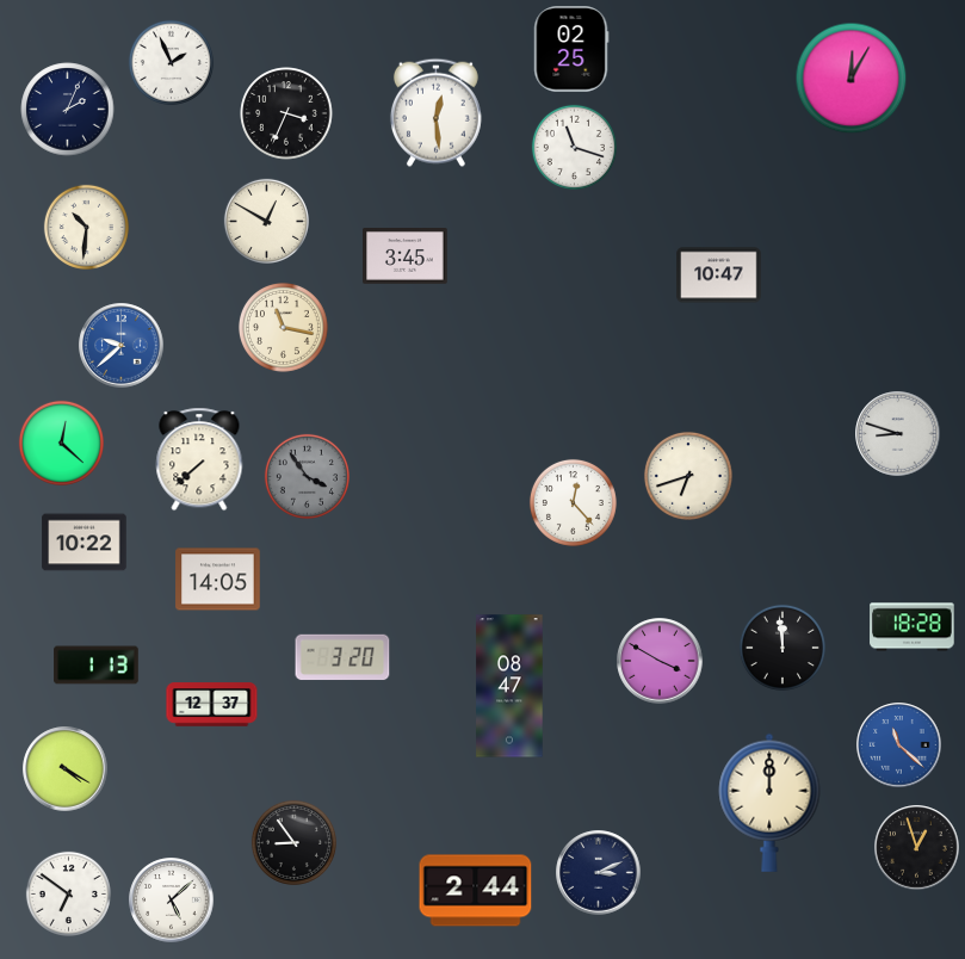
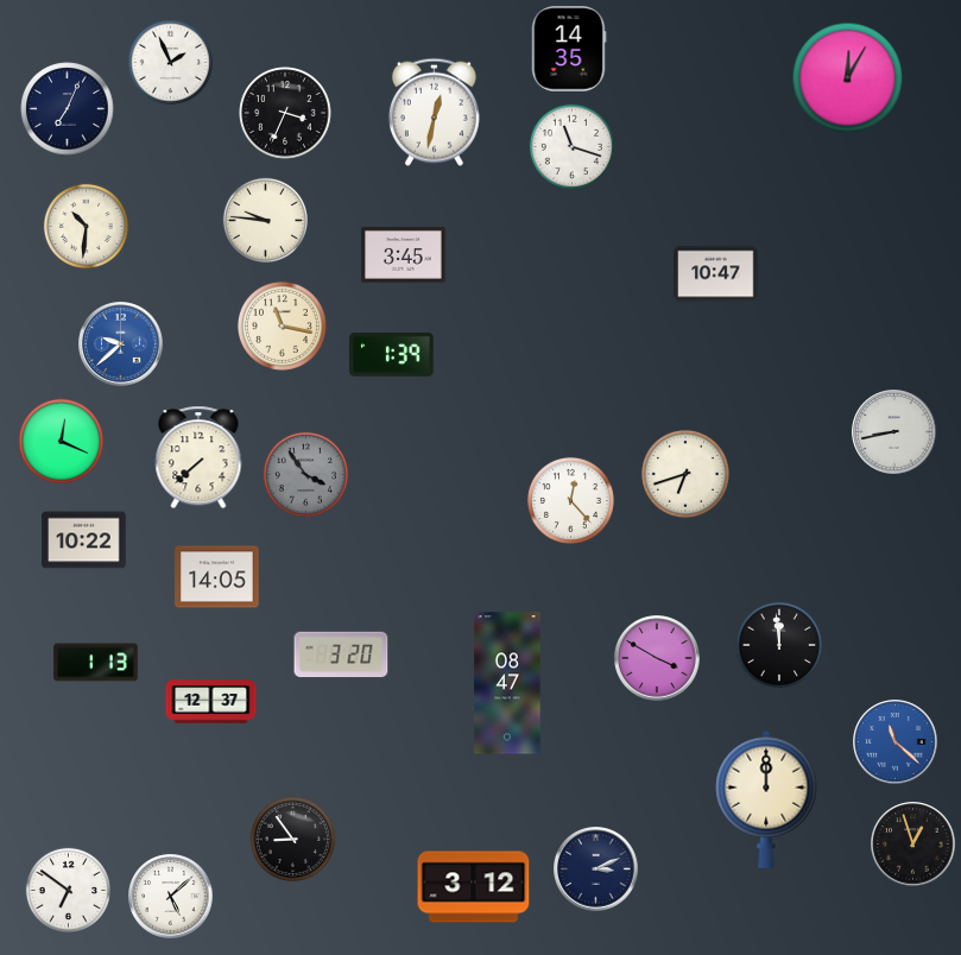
clock at (571, 49): 02:25 -> 14:35
clock at (68, 110): 2:04 -> 7:04
clock at (435, 112): 12:29 -> 12:32
clock at (266, 221): 12:50 -> 9:46
clock at (392, 355): none -> 1:39
clock at (898, 434): 8:48 -> 8:43
clock at (61, 443): 12:22 -> 12:19
clock at (913, 627): 18:28 -> none
clock at (66, 769): 4:20 -> none
clock at (476, 891): 2:44 -> 3:12
